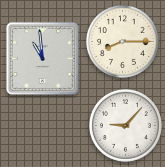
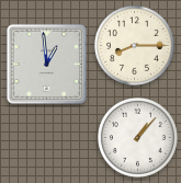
clock at (42, 58): 10:59 -> 12:59
clock at (125, 125): 9:07 -> 1:07
